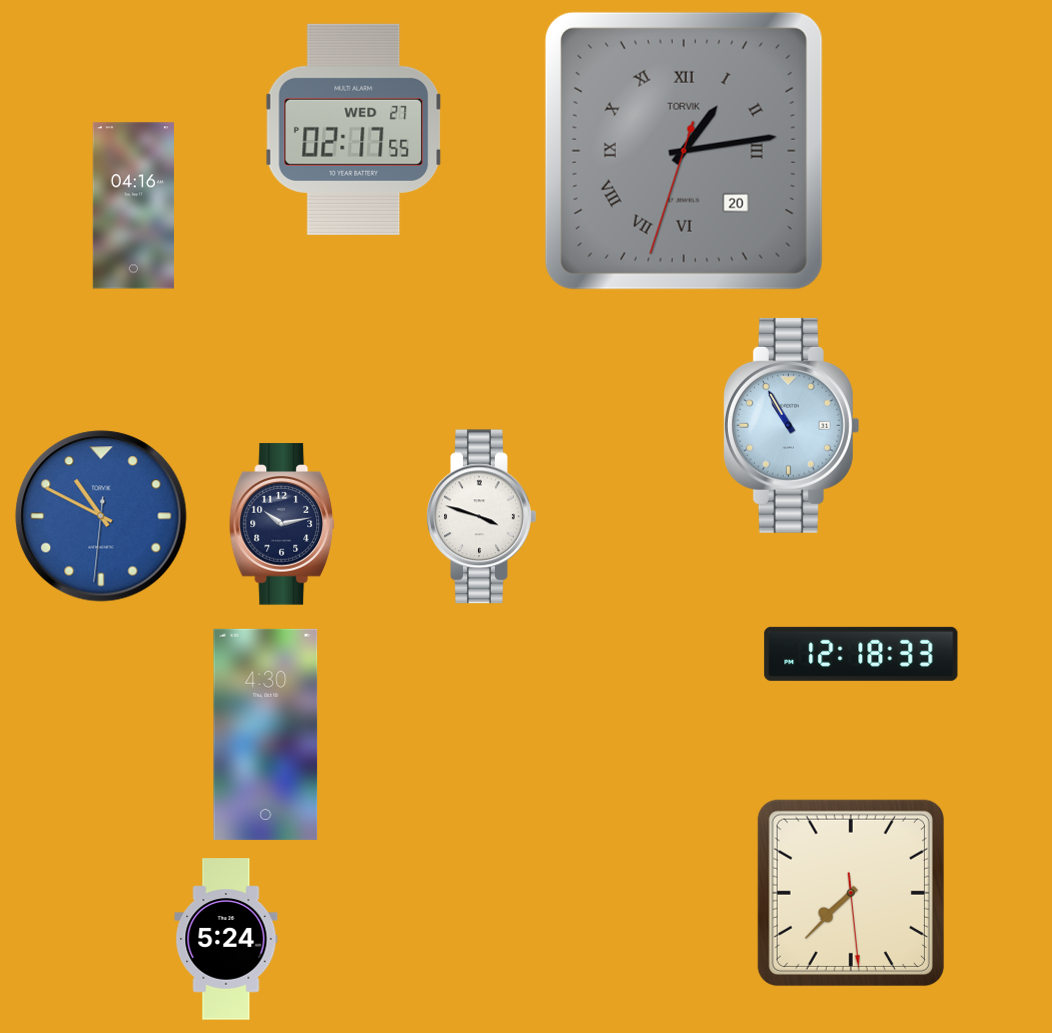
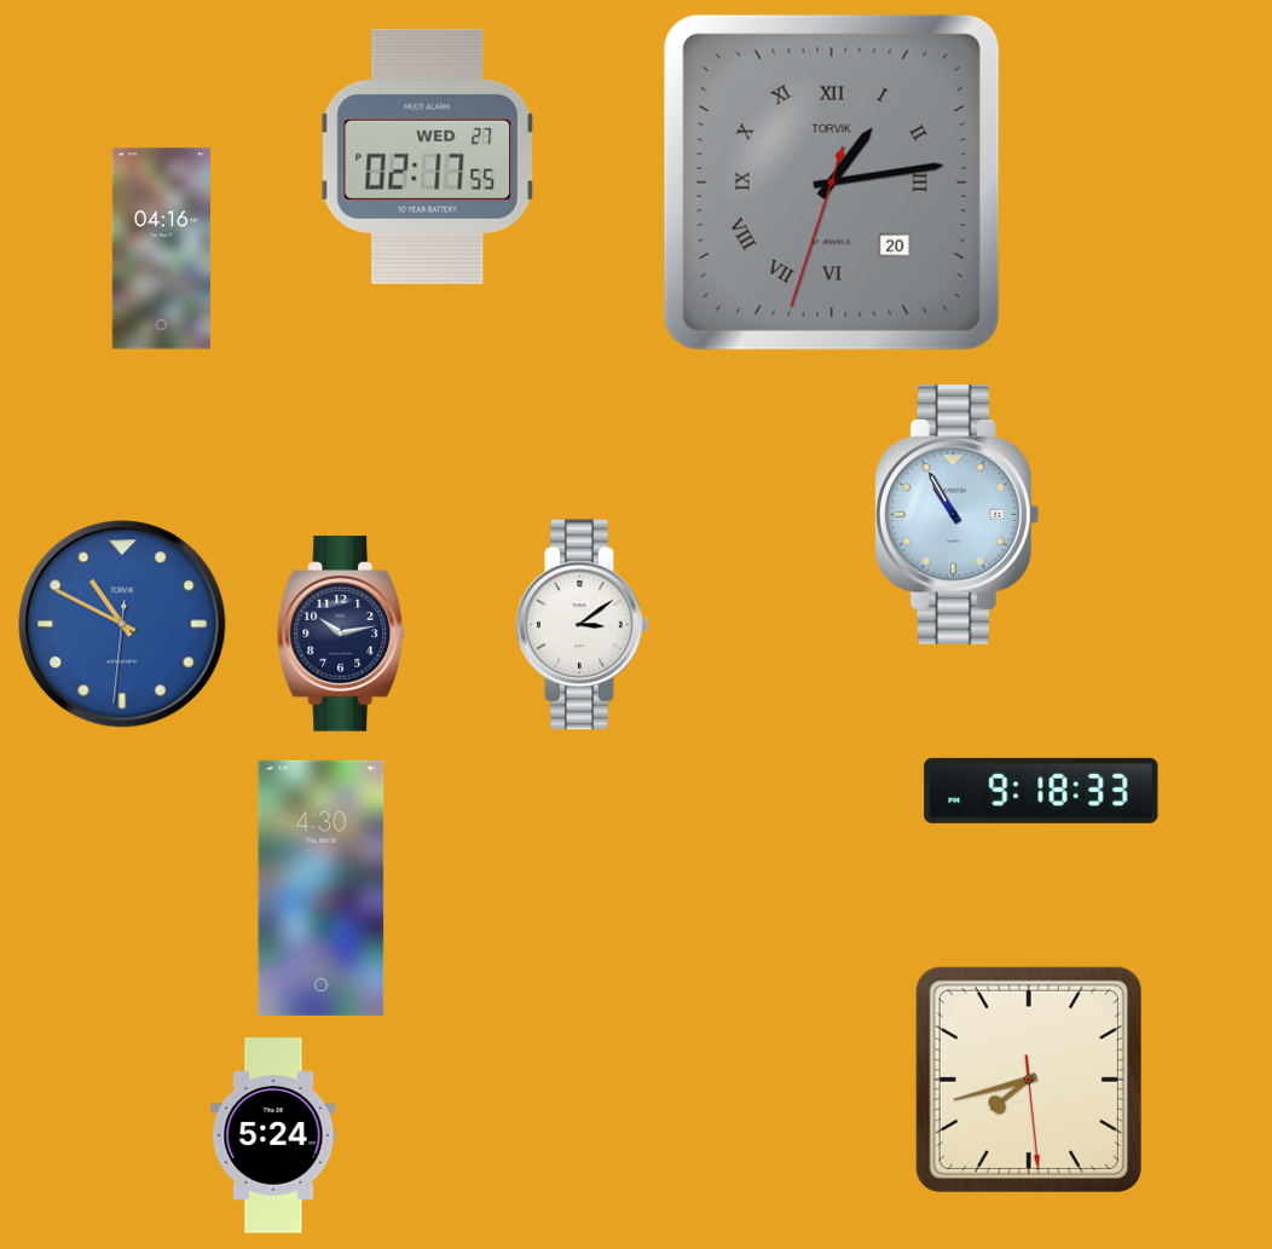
clock at (684, 151) position: (684, 151) -> (832, 183)
clock at (482, 517): 3:48 -> 3:09
clock at (861, 654): 12:18 -> 9:18
clock at (851, 893): 7:37 -> 7:42
